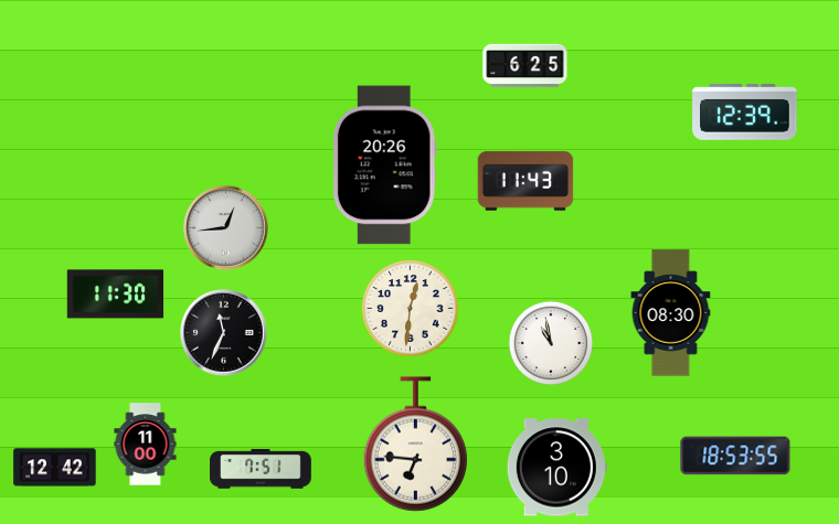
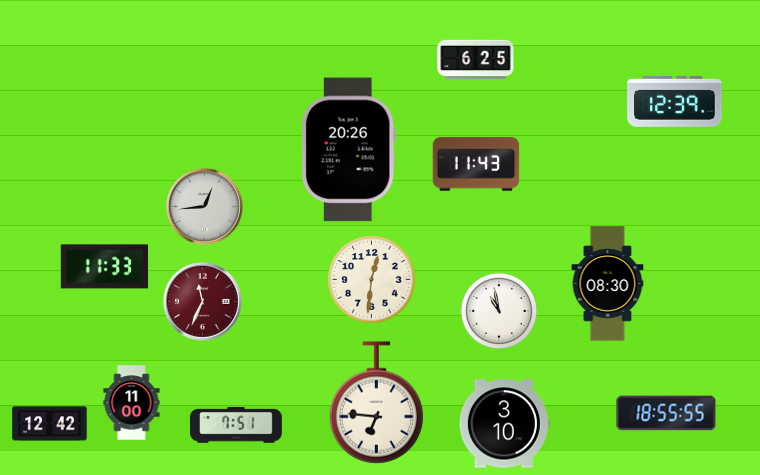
clock at (116, 295): 11:30 -> 11:33
clock at (224, 333) dial: black -> burgundy
clock at (735, 456): 18:53 -> 18:55
